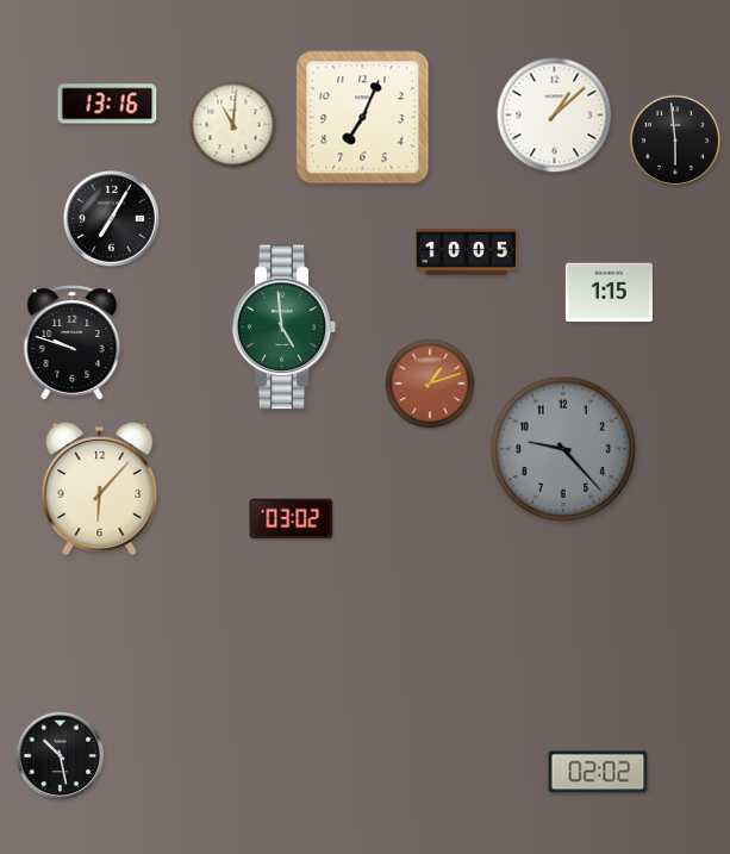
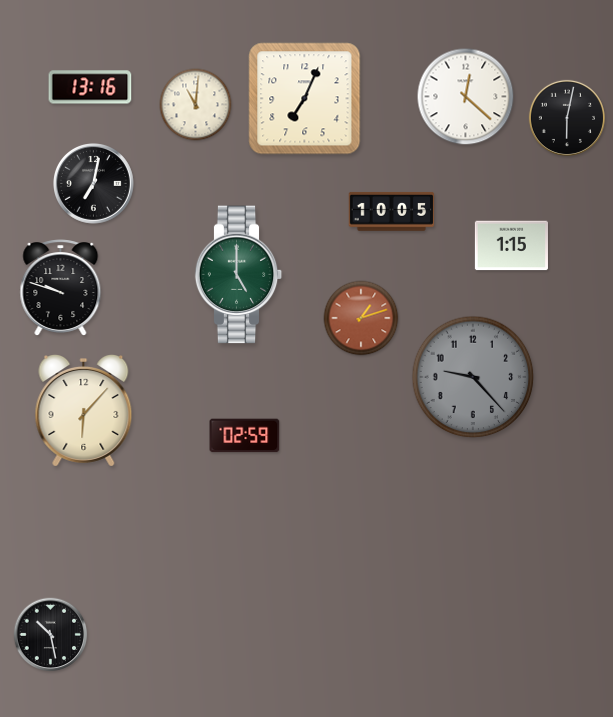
clock at (555, 116): 1:08 -> 12:22
clock at (675, 141): 5:59 -> 6:02
clock at (112, 219): 7:05 -> 7:02
clock at (285, 328): 4:59 -> 5:00
clock at (430, 384) position: (430, 384) -> (361, 318)
clock at (292, 519): 03:02 -> 02:59
clock at (598, 772): 02:02 -> none
